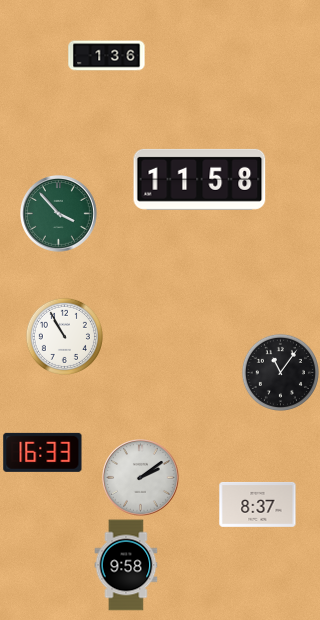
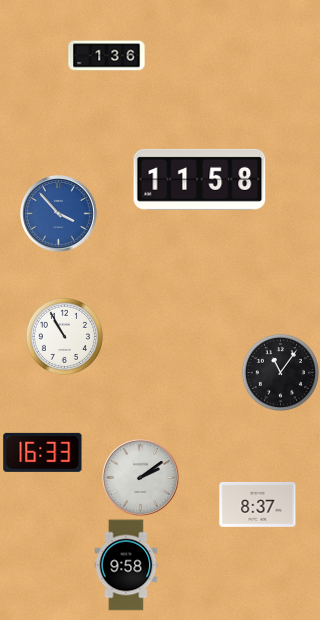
clock at (59, 214) dial: green -> blue
